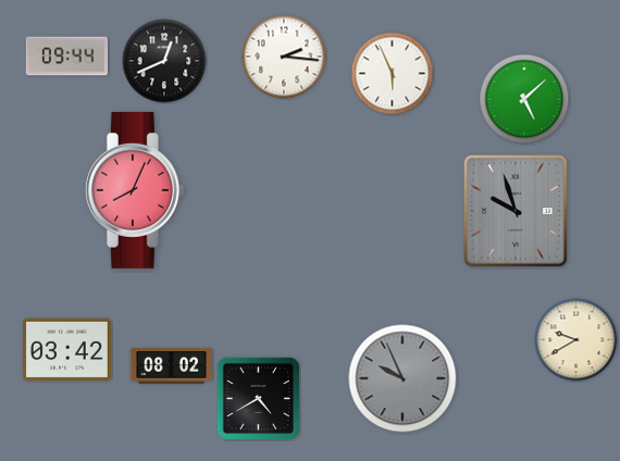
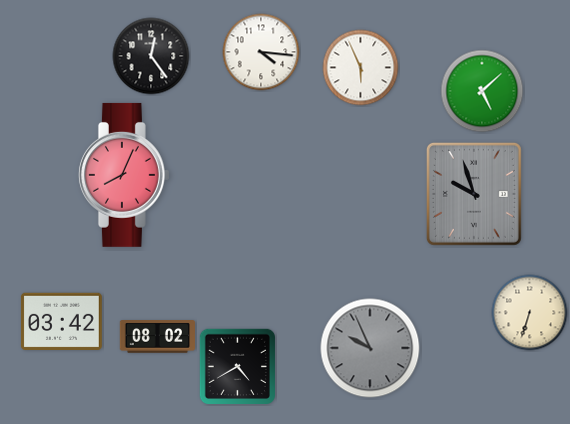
clock at (67, 57): 09:44 -> none
clock at (284, 57): 2:16 -> 4:16
clock at (164, 61): 12:41 -> 12:24
clock at (576, 340): 9:40 -> 6:33
